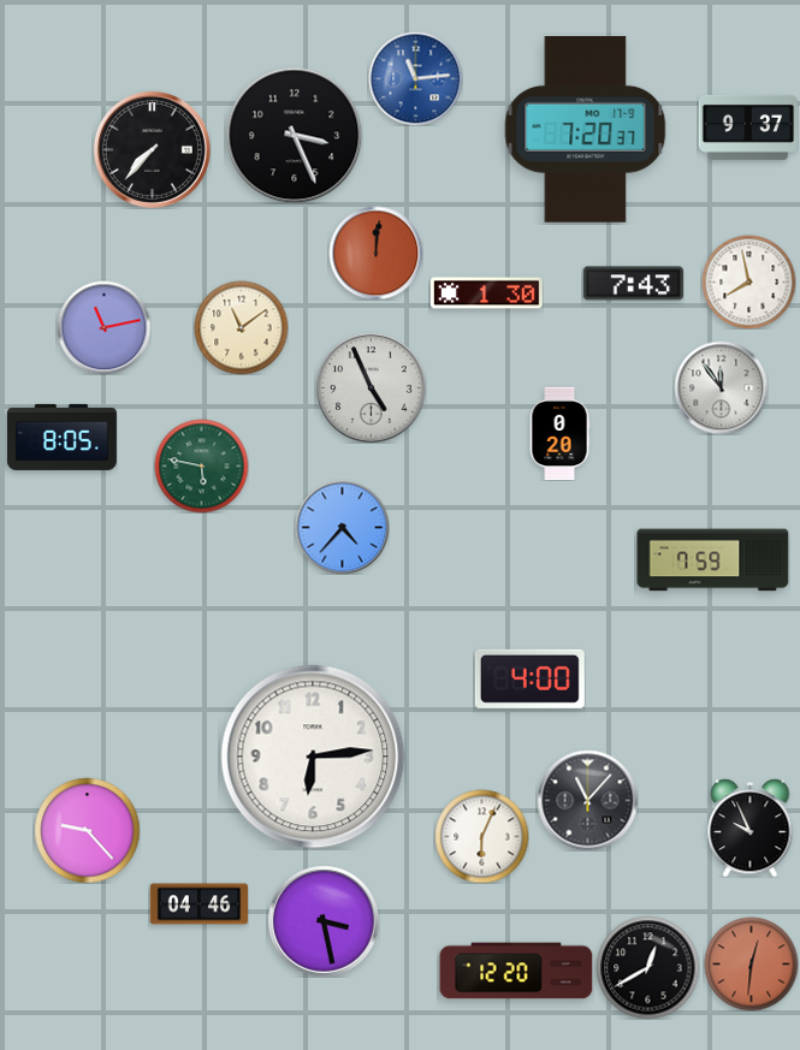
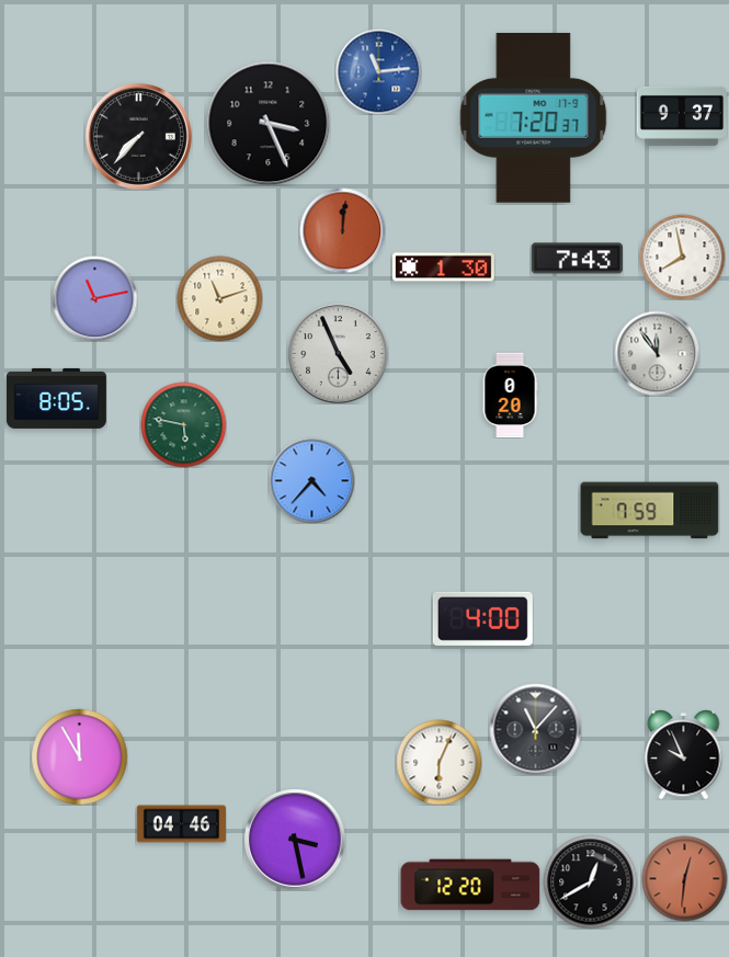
clock at (241, 327): 11:09 -> 11:12
clock at (313, 757): 6:14 -> none
clock at (87, 830): 9:23 -> 11:55
